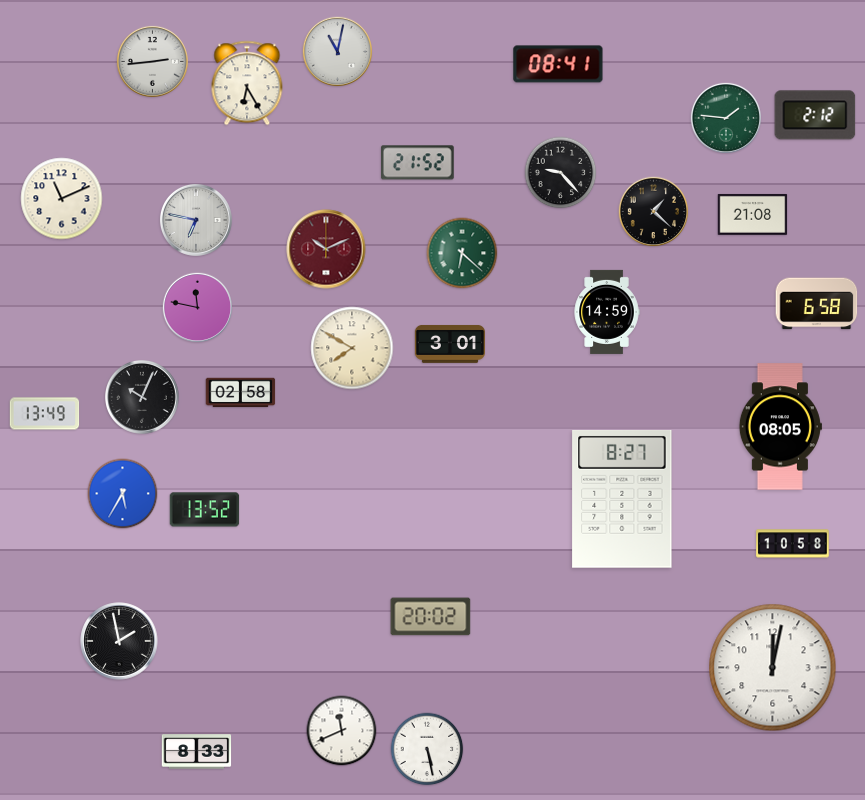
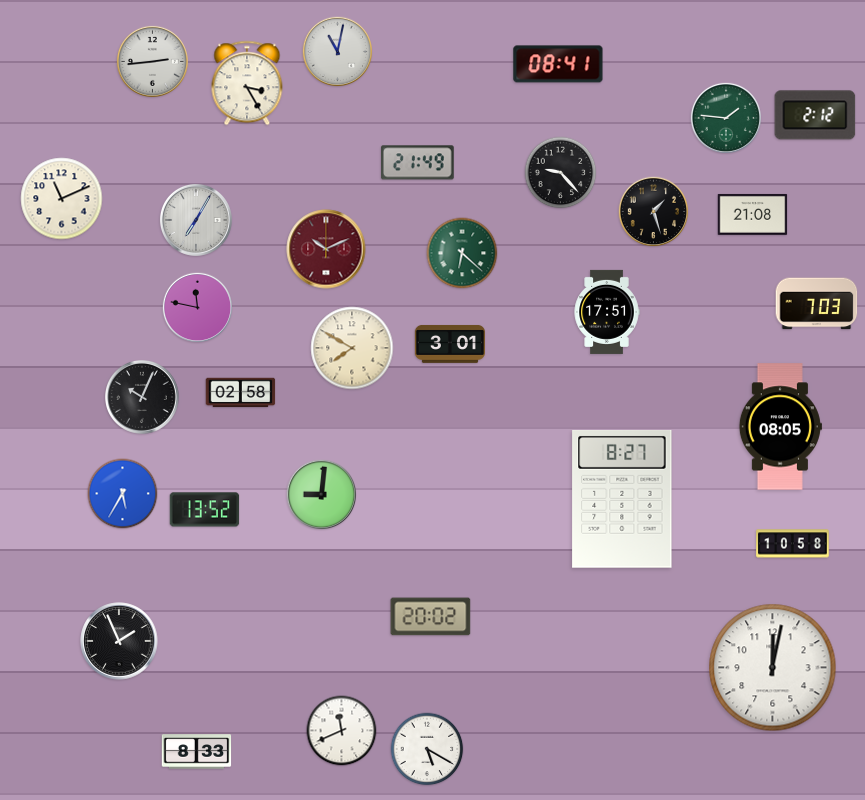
clock at (247, 83): 6:25 -> 3:25
clock at (418, 163): 21:52 -> 21:49
clock at (653, 211): 1:22 -> 1:27
clock at (196, 220): 6:47 -> 7:05
clock at (817, 304): 6:58 -> 7:03
clock at (607, 312): 14:59 -> 17:51
clock at (45, 414): 13:49 -> none
clock at (321, 494): none -> 9:01
clock at (119, 641): 1:58 -> 1:56
clock at (427, 749): 5:28 -> 5:20
